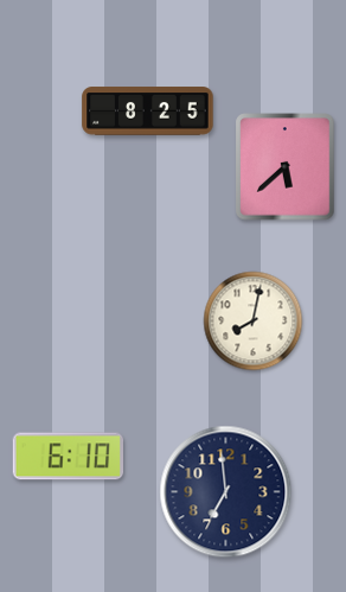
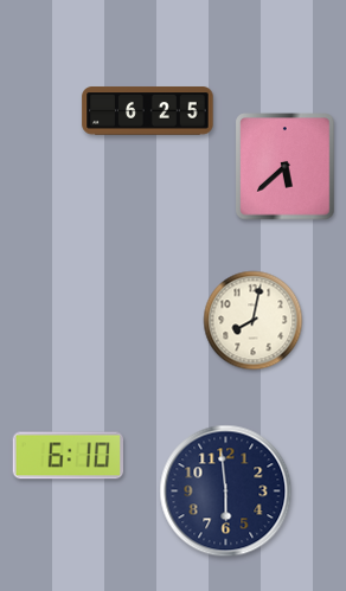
clock at (148, 112): 8:25 -> 6:25
clock at (226, 492): 6:59 -> 5:59
